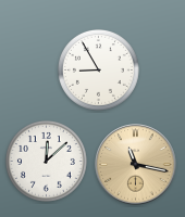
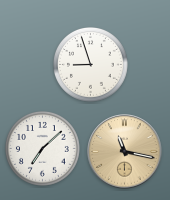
clock at (99, 71): 8:55 -> 8:57
clock at (47, 162): 12:08 -> 7:08
